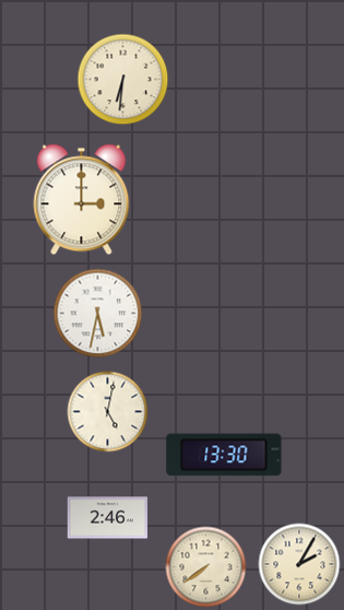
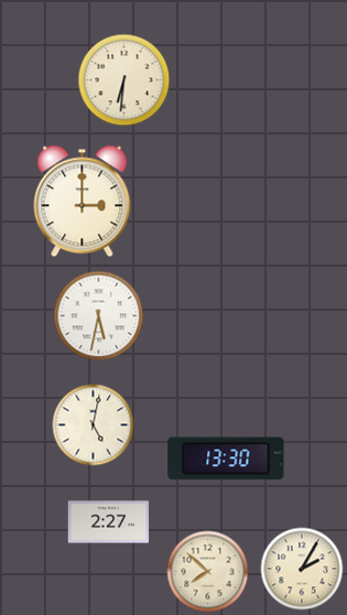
clock at (108, 412) position: (108, 412) -> (94, 425)
clock at (108, 518): 2:46 -> 2:27
clock at (206, 567): 7:39 -> 7:52
